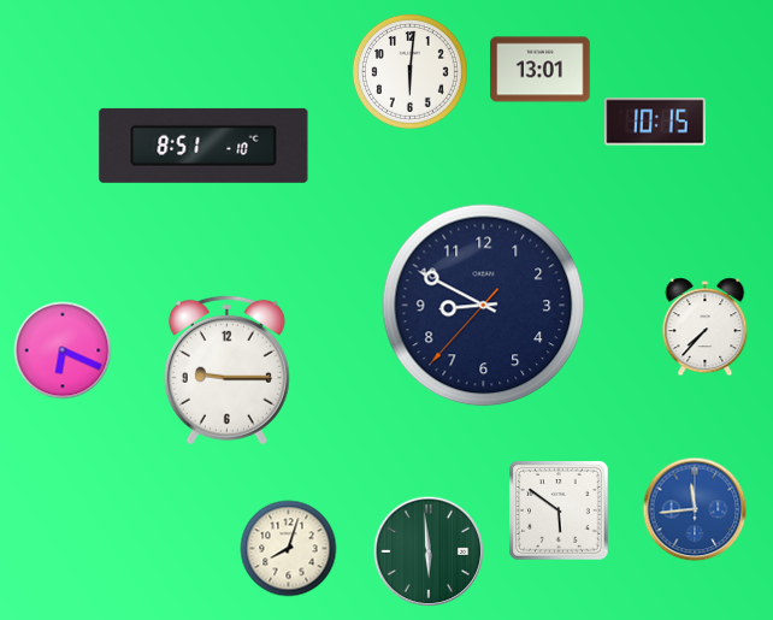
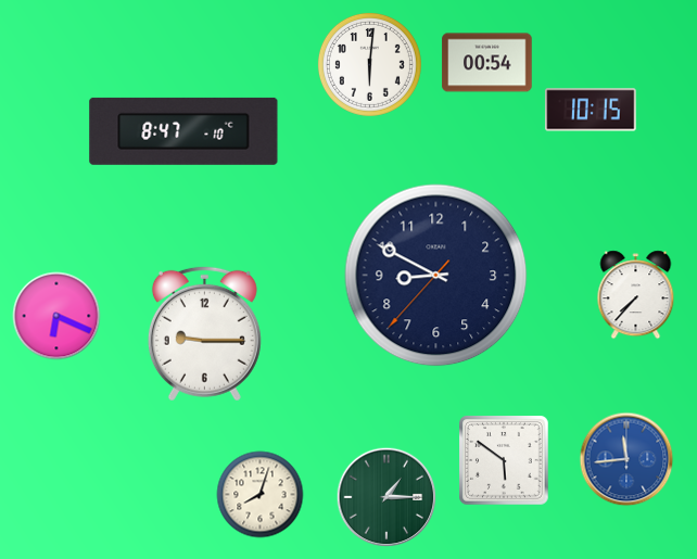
clock at (541, 70): 13:01 -> 00:54
clock at (203, 146): 8:51 -> 8:47
clock at (429, 551): 5:59 -> 1:15
